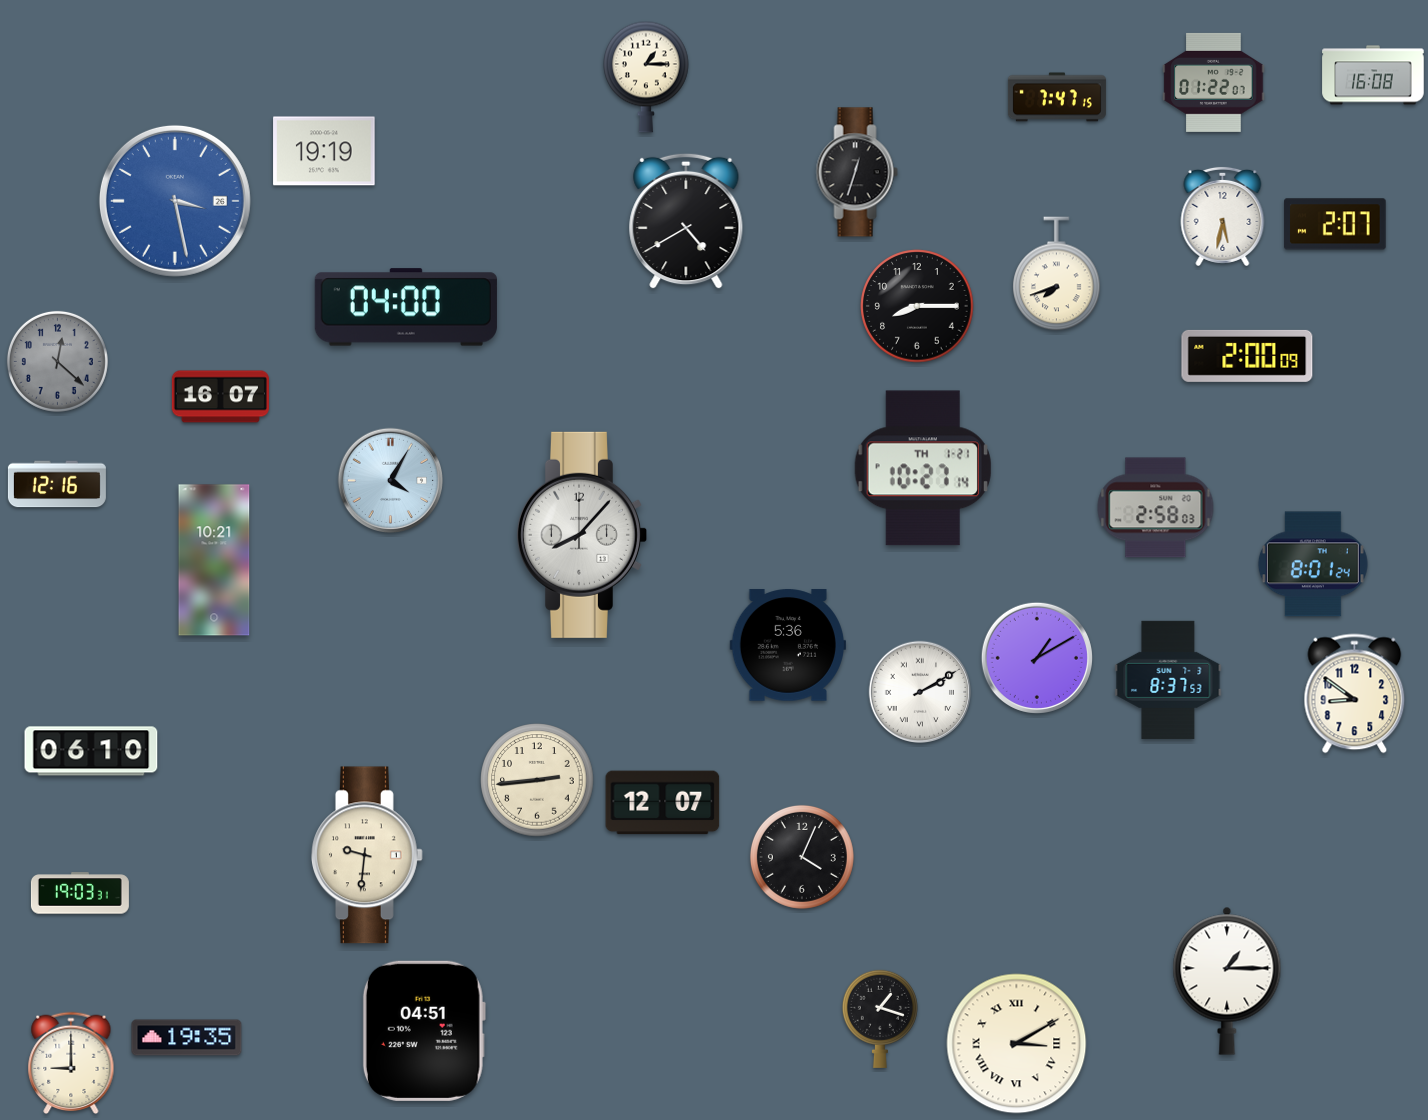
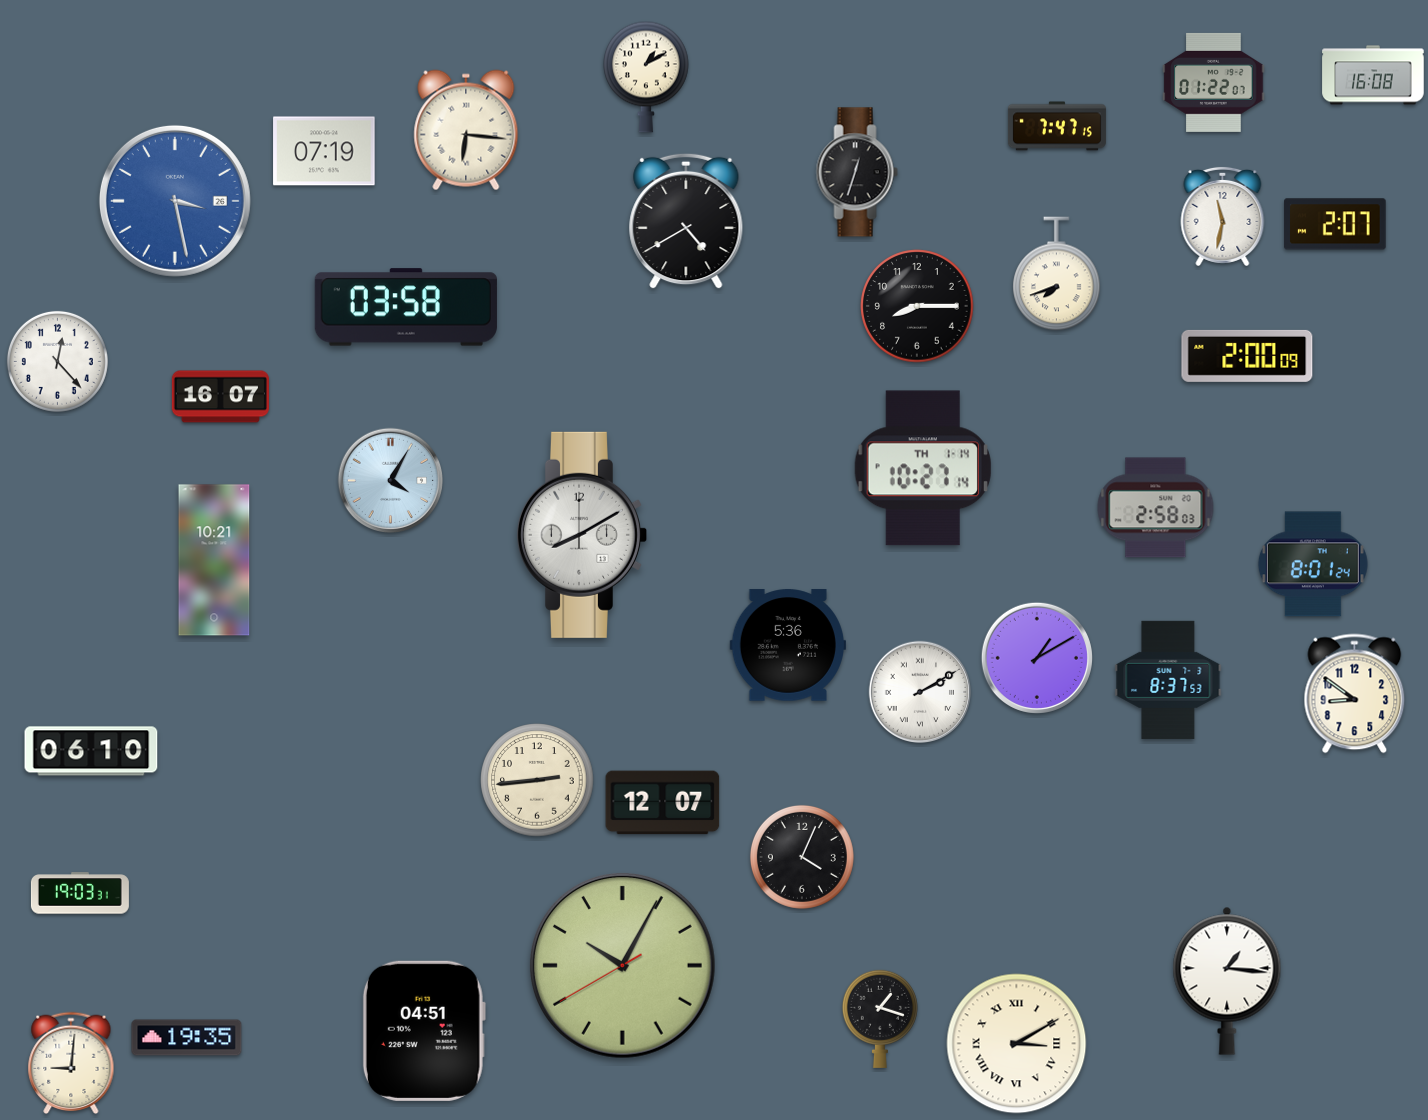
clock at (647, 77): 1:15 -> 1:10
clock at (1057, 97) position: (1057, 97) -> (1057, 126)
clock at (466, 130): none -> 6:16
clock at (324, 151): 19:19 -> 07:19
clock at (1223, 216): 5:32 -> 11:32
clock at (406, 307): 04:00 -> 03:58
clock at (57, 361): 12:22 -> 12:23
clock at (57, 361) dial: grey -> white
clock at (923, 468) date: TH 1-21 -> TH 1-14
clock at (57, 484): 12:16 -> none
clock at (581, 535): 8:07 -> 8:10
clock at (368, 855): 9:31 -> none
clock at (622, 965): none -> 10:04
clock at (1227, 981): 1:15 -> 1:16
clock at (71, 1063): 9:00 -> 9:01
